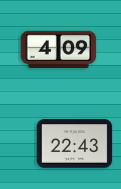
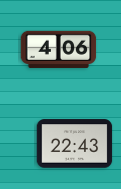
clock at (59, 49): 4:09 -> 4:06
